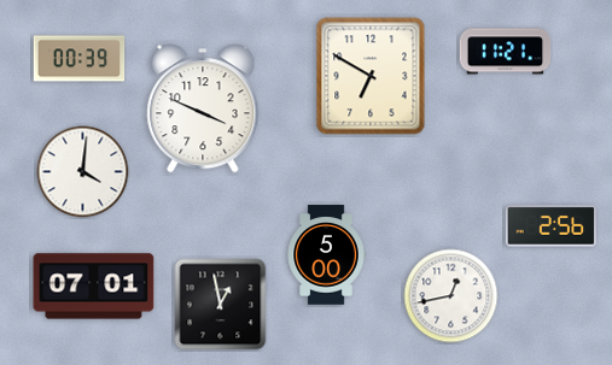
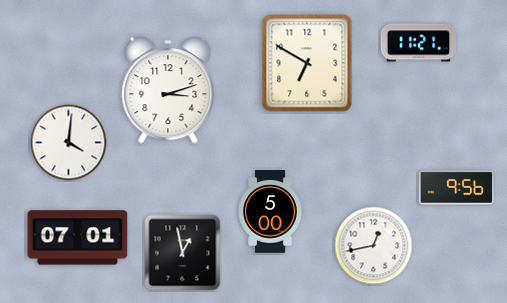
clock at (80, 59): 00:39 -> none
clock at (203, 108): 3:49 -> 3:12
clock at (550, 226): 2:56 -> 9:56
